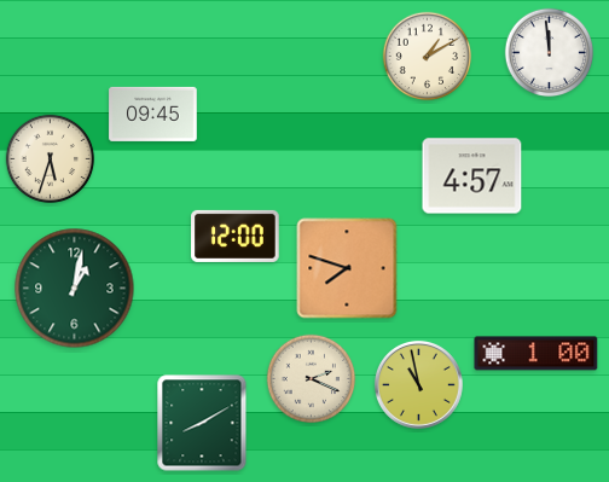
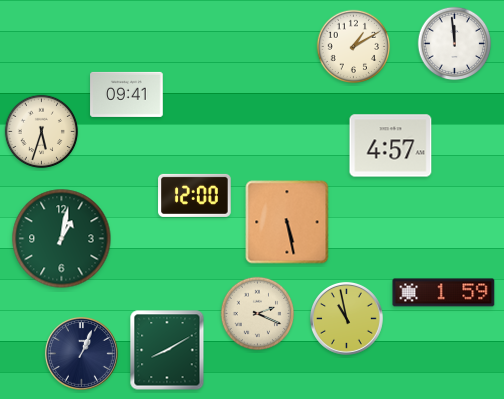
clock at (153, 114): 09:45 -> 09:41
clock at (347, 268): 7:48 -> 5:28
clock at (536, 354): 1:00 -> 1:59
clock at (81, 353): none -> 1:04
